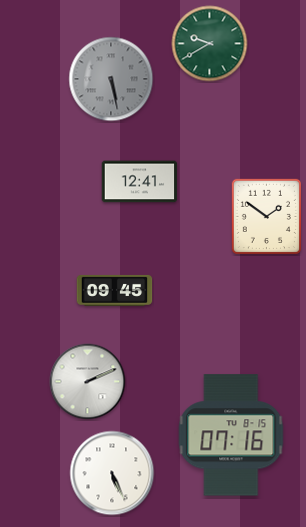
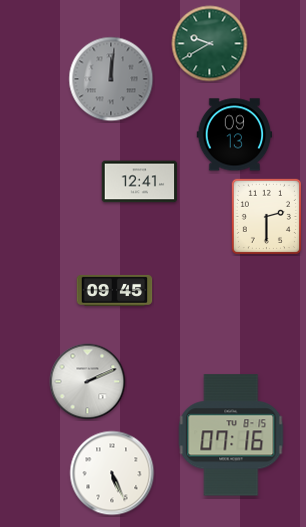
clock at (111, 79): 5:28 -> 12:01
clock at (235, 135): none -> 09:13
clock at (266, 216): 1:51 -> 2:30
